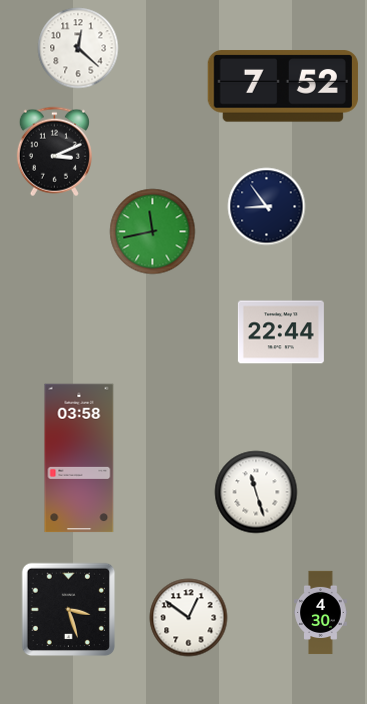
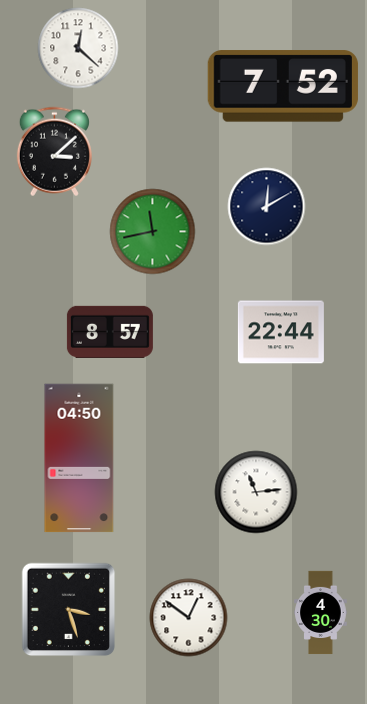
clock at (54, 152): 3:11 -> 3:08
clock at (267, 207): 8:54 -> 12:10
clock at (110, 332): none -> 8:57
clock at (79, 458): 03:58 -> 04:50
clock at (256, 492): 11:27 -> 11:14
